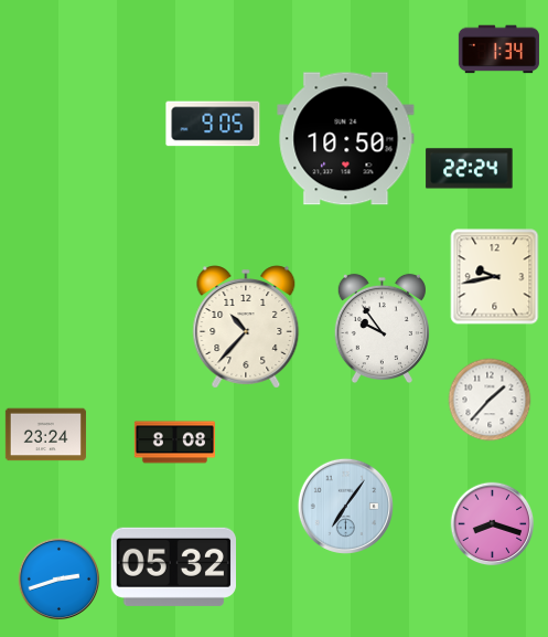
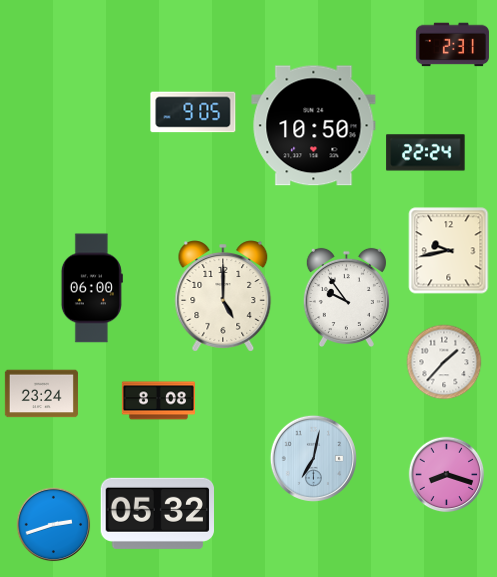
clock at (498, 50): 1:34 -> 2:31
clock at (92, 288): none -> 06:00
clock at (246, 327): 10:37 -> 5:00
clock at (345, 506): 7:06 -> 7:02
